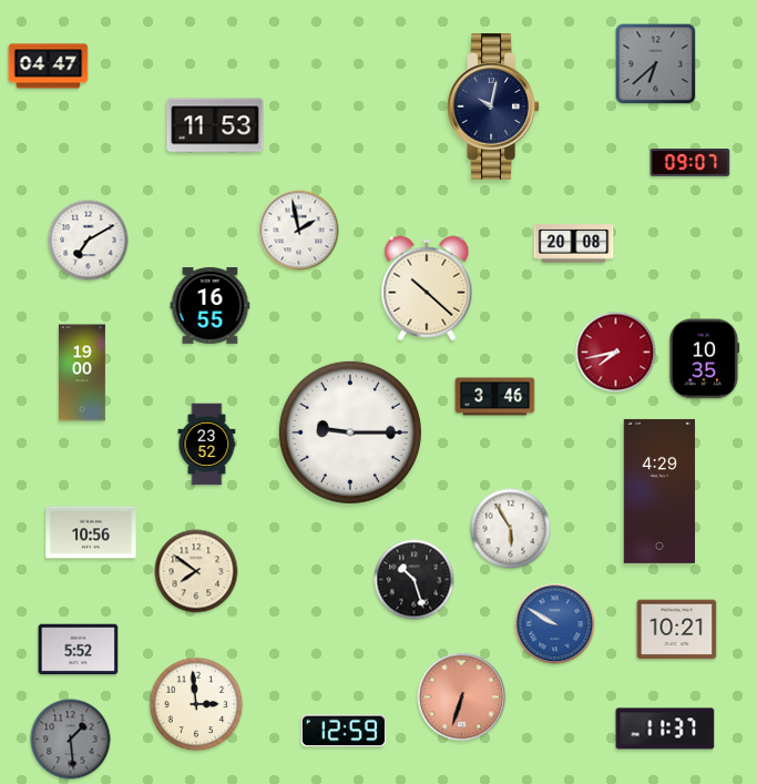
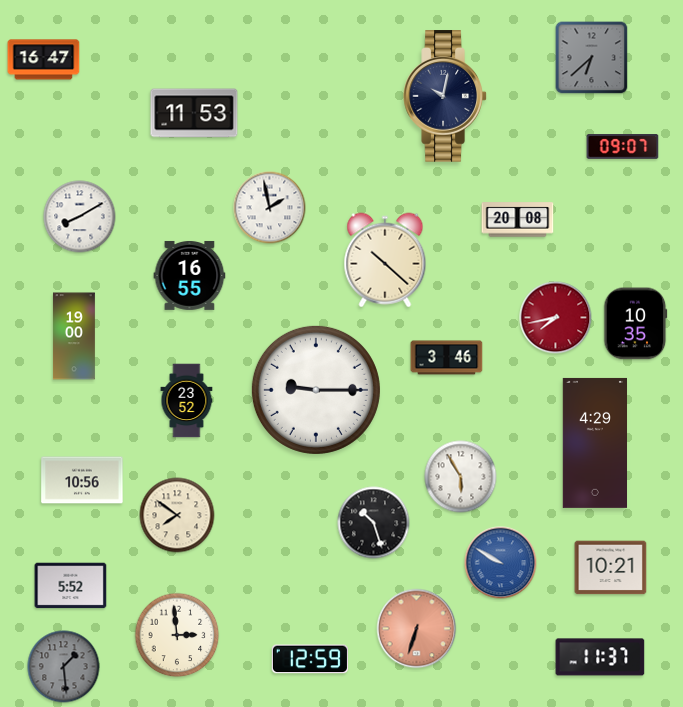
clock at (49, 67): 04:47 -> 16:47
clock at (89, 241): 7:10 -> 8:10
